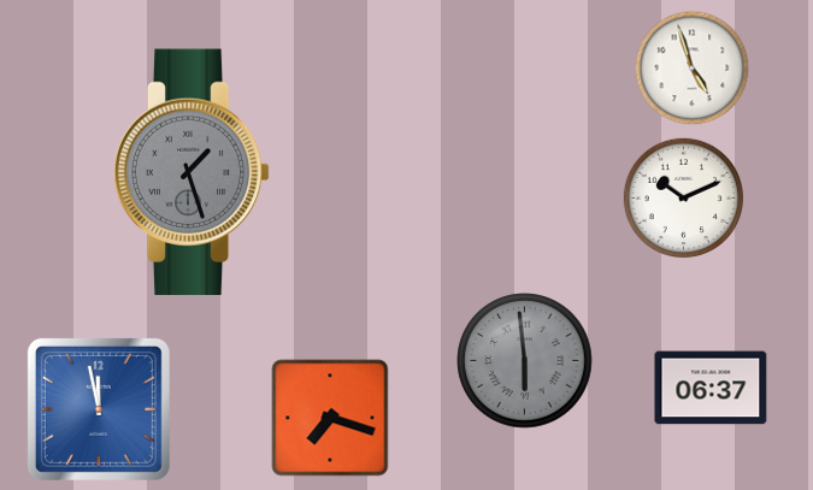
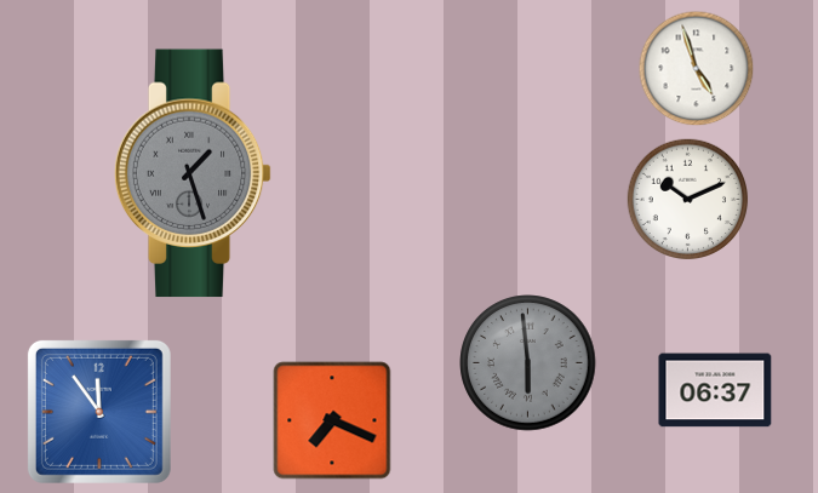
clock at (99, 409): 11:58 -> 11:54
clock at (330, 418): 7:18 -> 7:19
